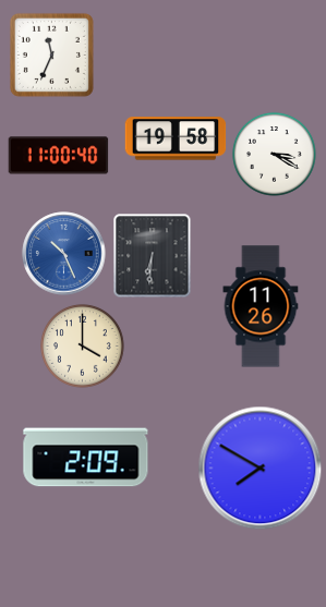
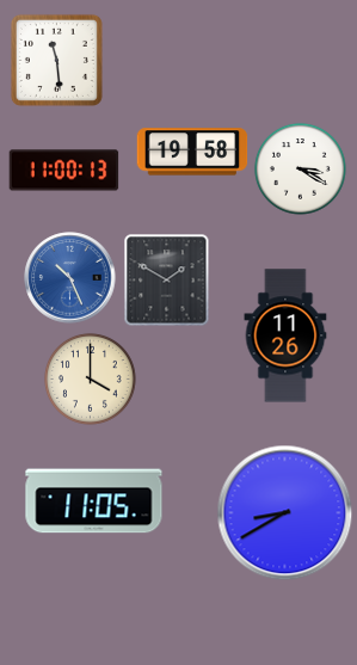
clock at (51, 54): 11:34 -> 11:29
clock at (59, 156): 11:00:40 -> 11:00:13
clock at (153, 256): 6:31 -> 1:50
clock at (86, 458): 2:09 -> 11:05
clock at (261, 469): 7:50 -> 8:40
